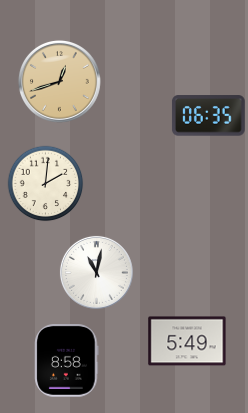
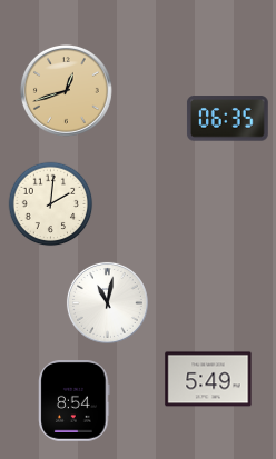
clock at (208, 116) position: (208, 116) -> (227, 119)
clock at (67, 361): 8:58 -> 8:54
